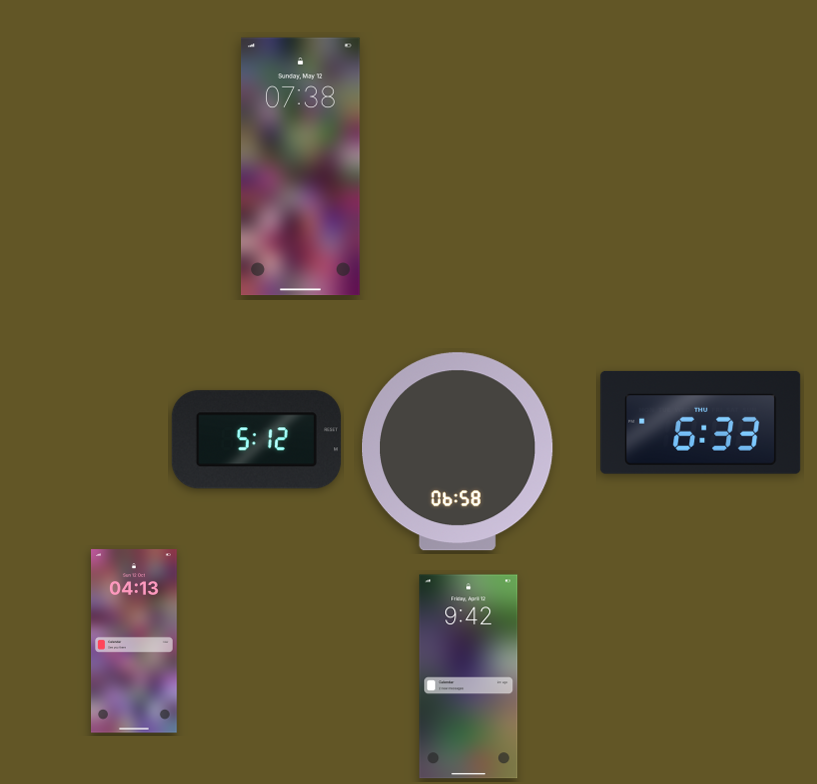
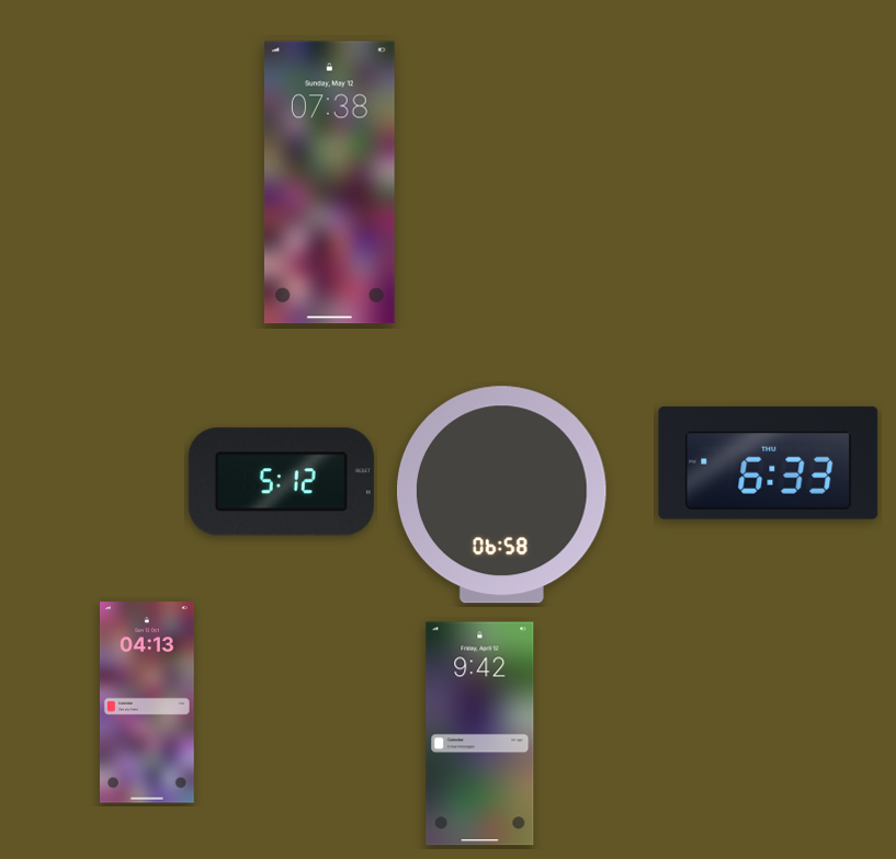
clock at (469, 677) position: (469, 677) -> (480, 734)
